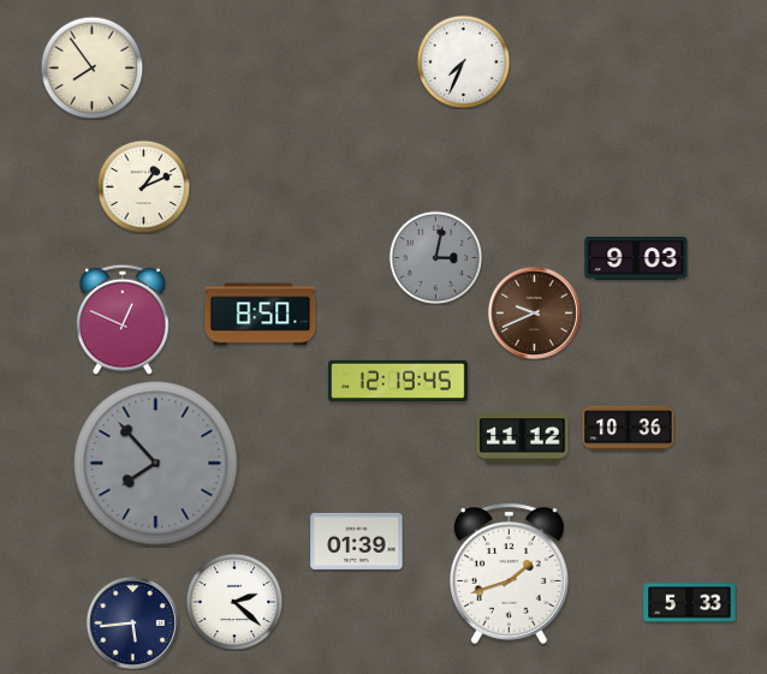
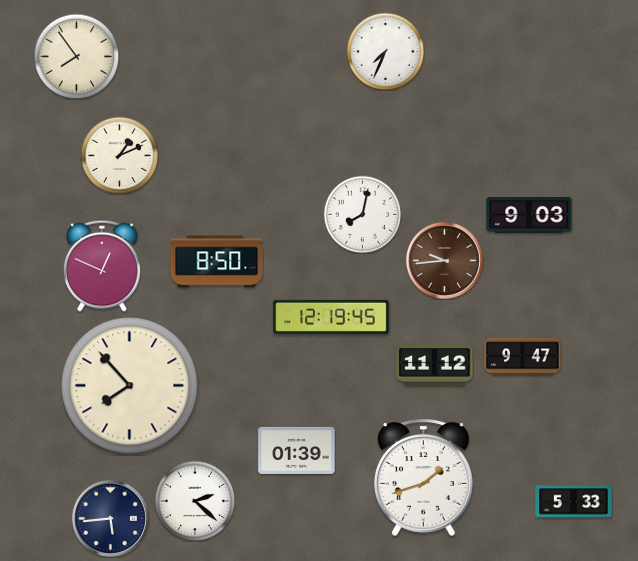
clock at (435, 257): 3:02 -> 8:02
clock at (435, 257) dial: grey -> white
clock at (534, 312): 9:41 -> 9:44
clock at (629, 429): 10:36 -> 9:47
clock at (156, 464) dial: grey -> cream
